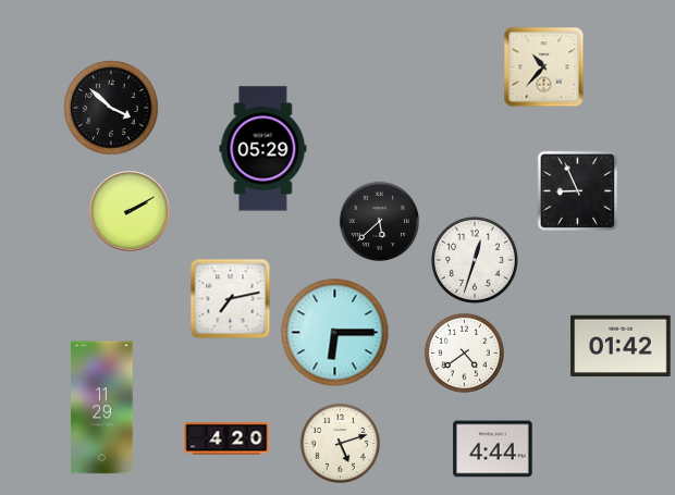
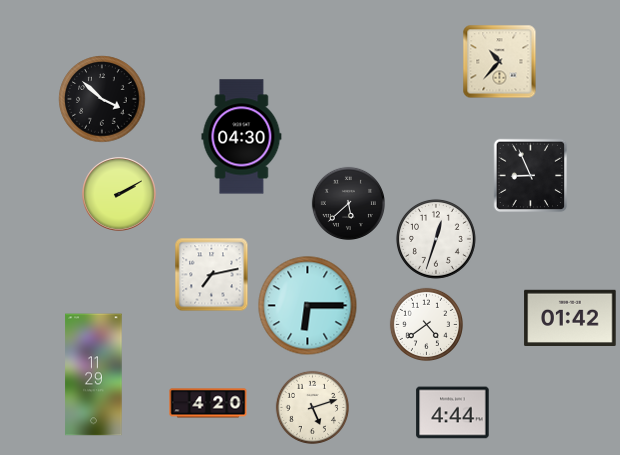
clock at (263, 149): 05:29 -> 04:30
